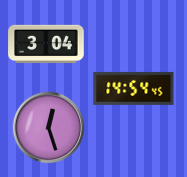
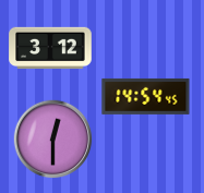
clock at (46, 44): 3:04 -> 3:12
clock at (49, 128): 12:27 -> 12:30
